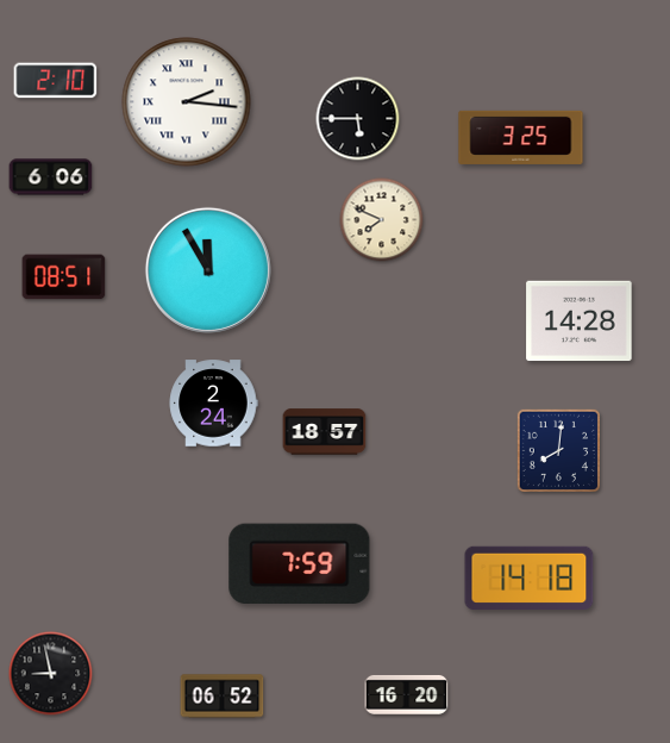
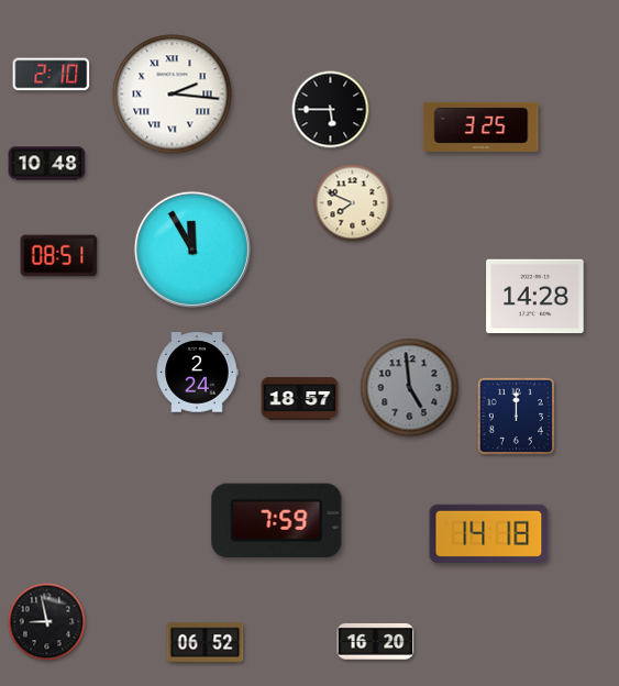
clock at (51, 177): 6:06 -> 10:48
clock at (410, 388): none -> 4:59
clock at (558, 450): 8:01 -> 12:00
